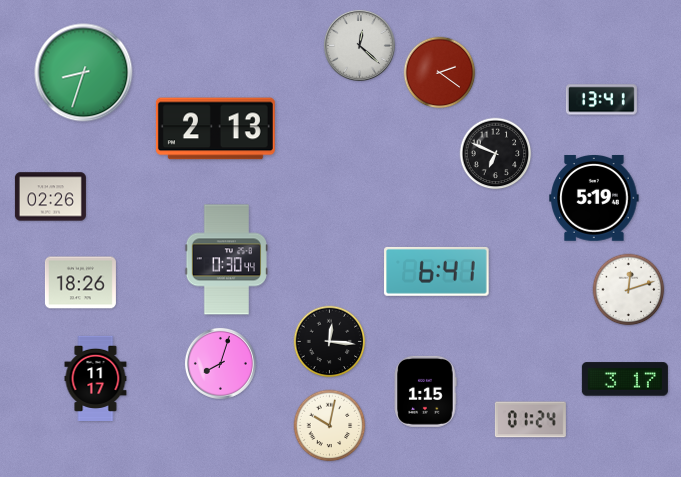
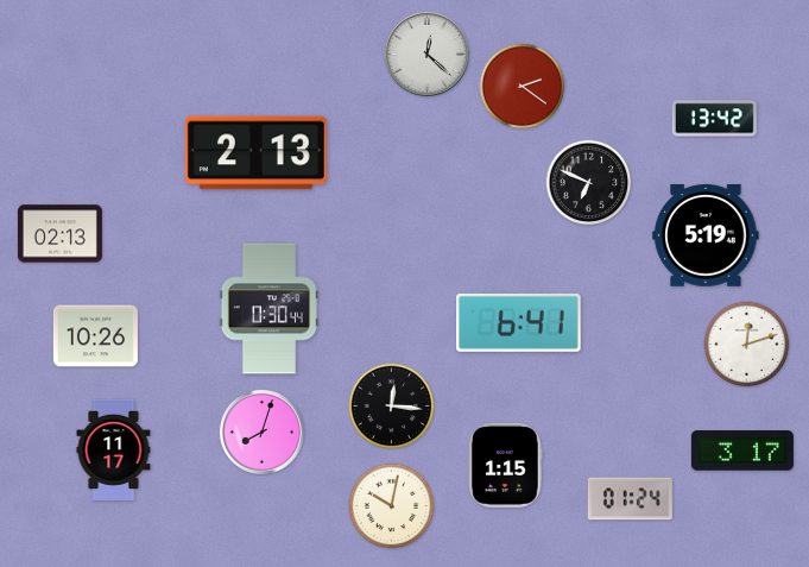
clock at (84, 73): 8:33 -> none
clock at (601, 100): 13:41 -> 13:42
clock at (50, 197): 02:26 -> 02:13
clock at (80, 283): 18:26 -> 10:26
